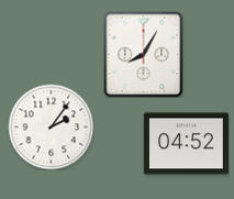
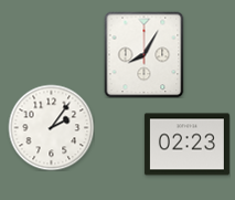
clock at (186, 144): 04:52 -> 02:23
